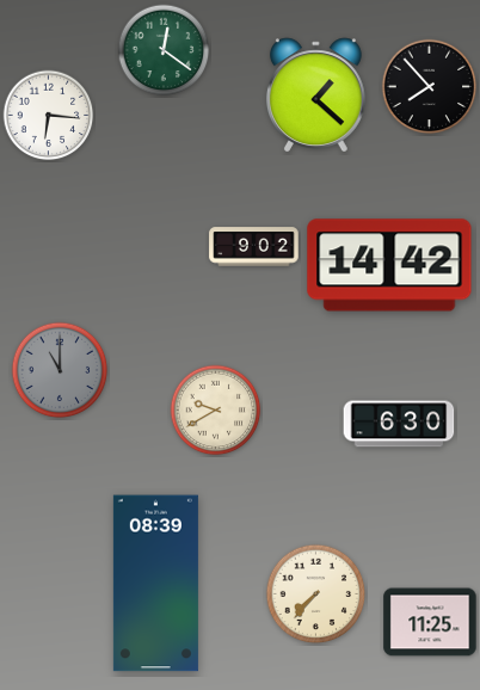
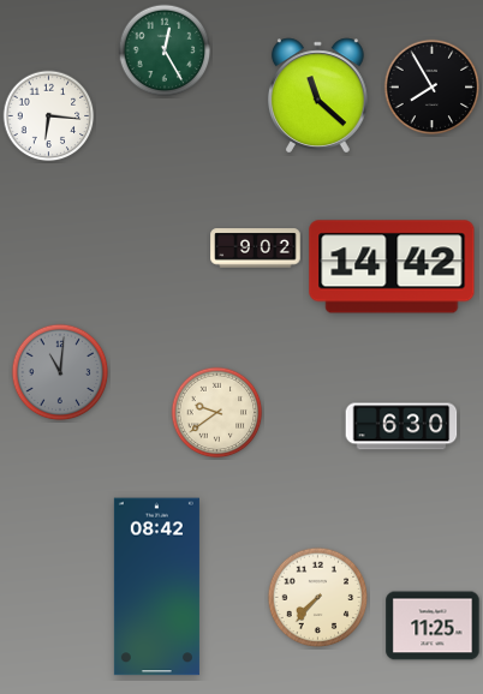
clock at (164, 50): 12:21 -> 12:25
clock at (430, 87): 7:53 -> 7:55
clock at (315, 96): 1:22 -> 11:22
clock at (60, 370): 11:00 -> 11:01
clock at (216, 411): 9:40 -> 9:39
clock at (155, 584): 08:39 -> 08:42
